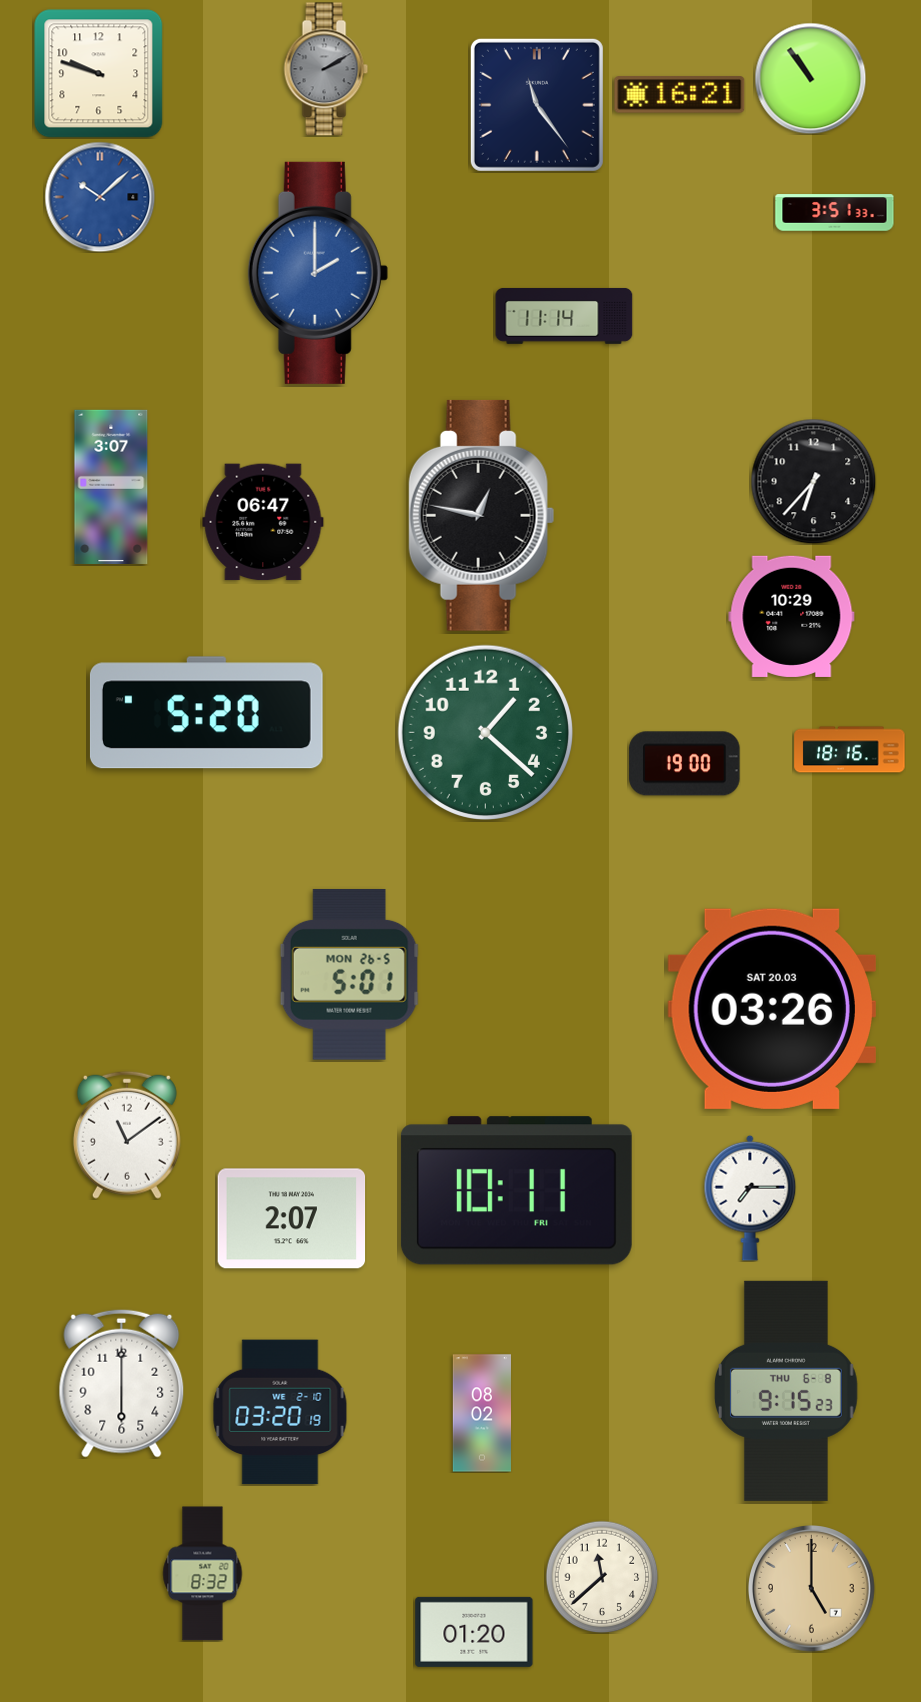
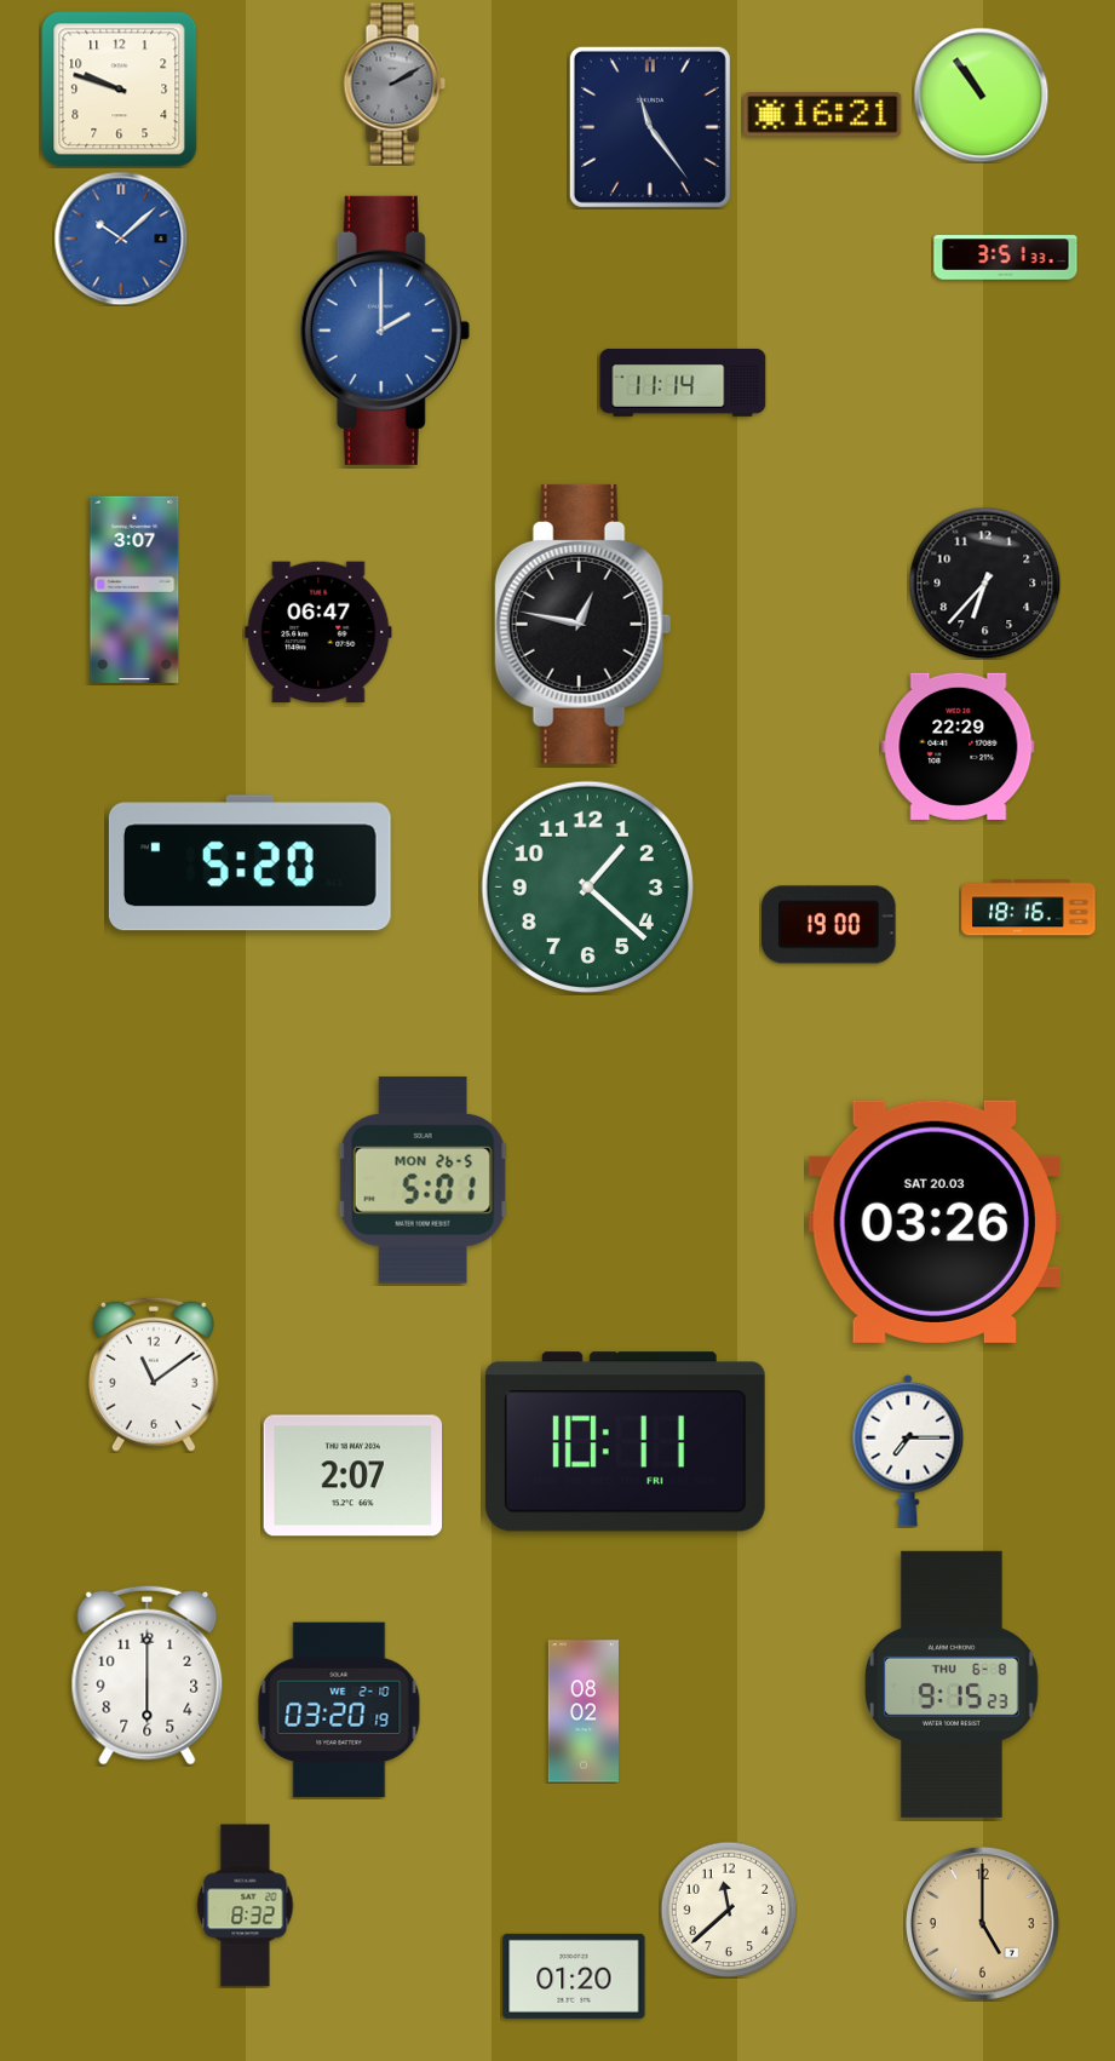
clock at (835, 213) position: (835, 213) -> (1006, 258)
clock at (792, 616): 10:29 -> 22:29
